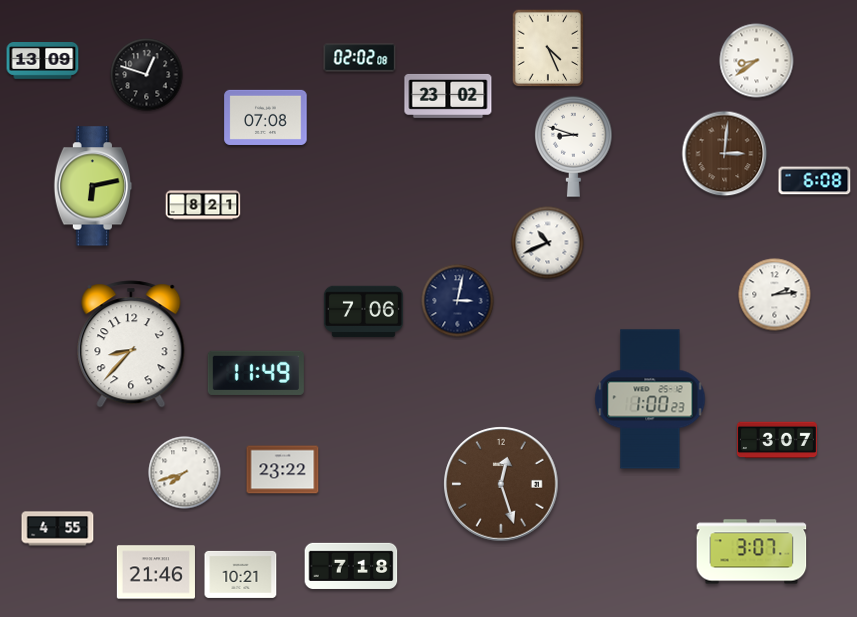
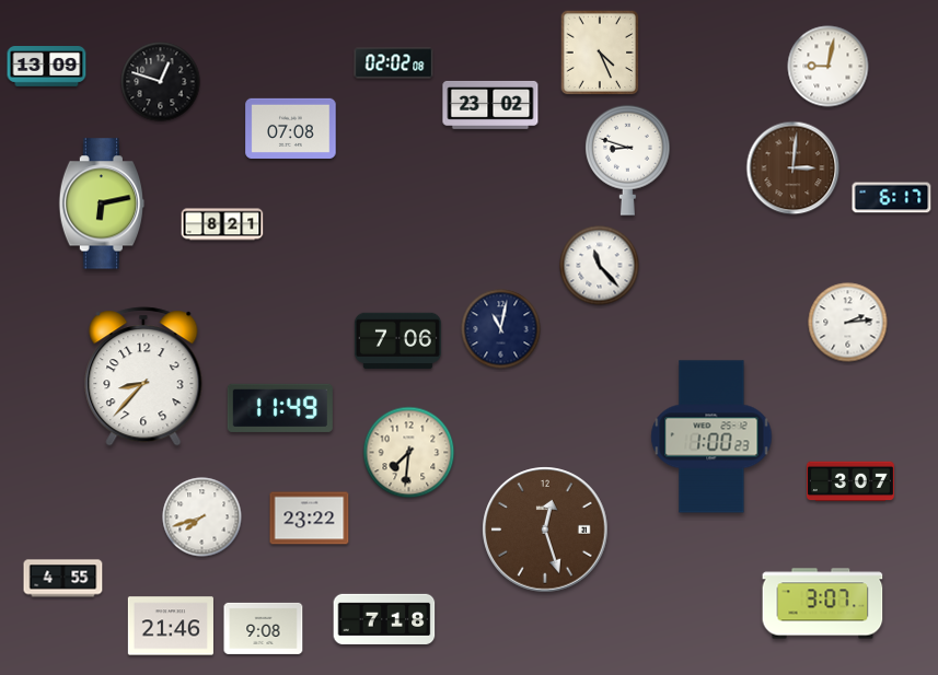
clock at (757, 61): 8:39 -> 9:02
clock at (815, 181): 6:08 -> 6:17
clock at (548, 243): 10:41 -> 11:23
clock at (458, 301): 3:02 -> 11:02
clock at (409, 453): none -> 7:31
clock at (283, 470) position: (283, 470) -> (310, 519)
clock at (501, 484) position: (501, 484) -> (545, 529)
clock at (241, 574): 10:21 -> 9:08
